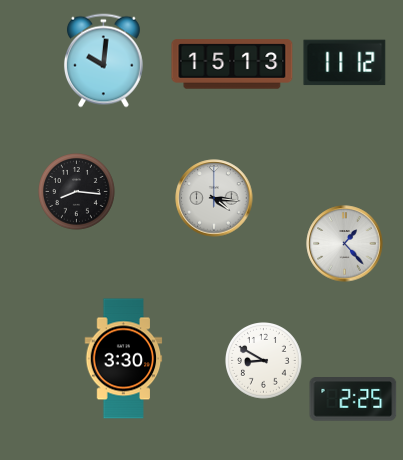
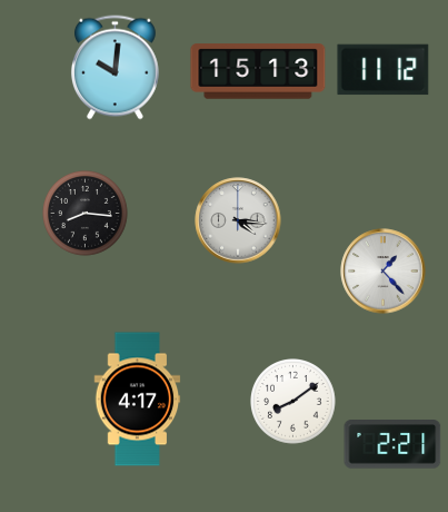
clock at (124, 359): 3:30 -> 4:17
clock at (264, 361): 8:50 -> 8:09
clock at (353, 400): 2:25 -> 2:21
